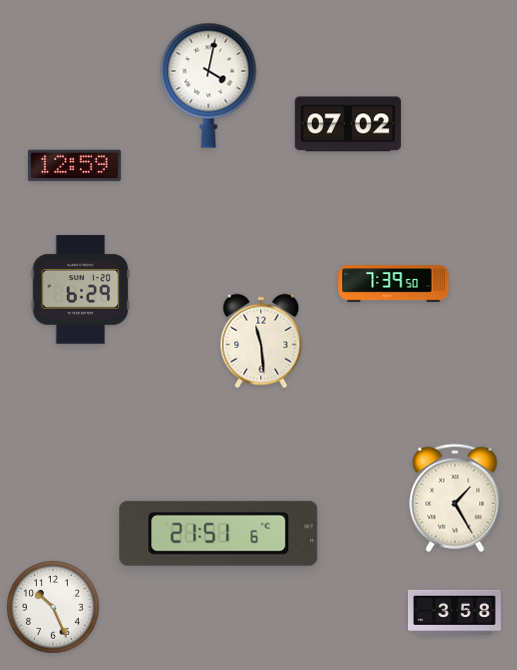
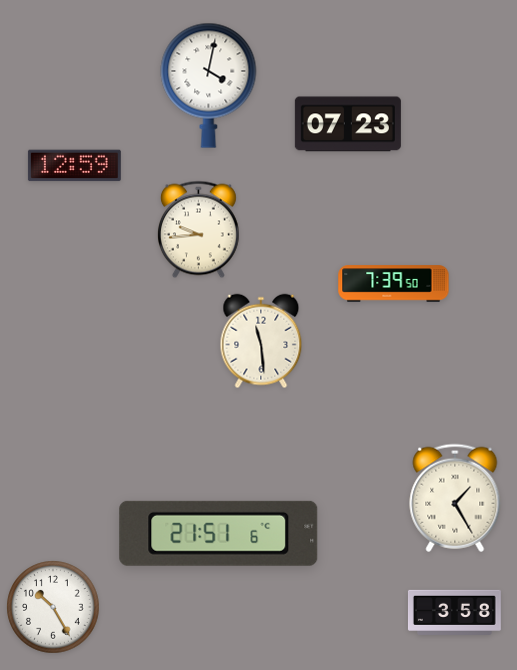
clock at (348, 124): 07:02 -> 07:23
clock at (198, 230): none -> 9:44
clock at (81, 290): 6:29 -> none
clock at (53, 607): 10:26 -> 10:25
